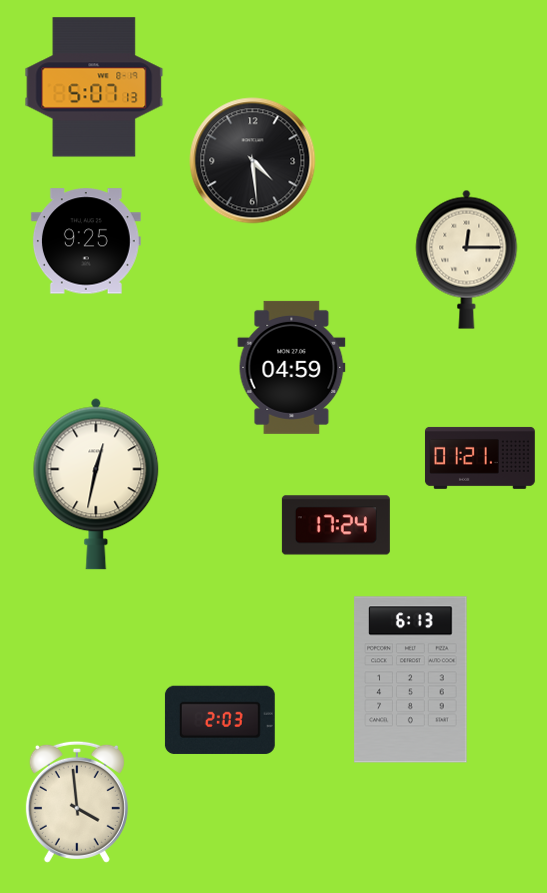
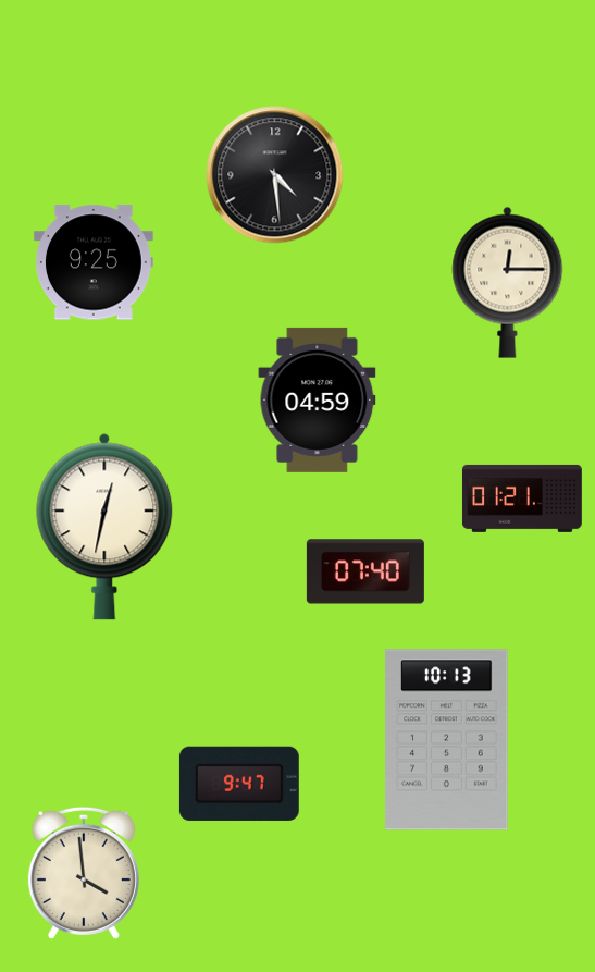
clock at (94, 87): 5:07 -> none
clock at (336, 525): 17:24 -> 07:40
clock at (411, 680): 6:13 -> 10:13
clock at (220, 720): 2:03 -> 9:47
